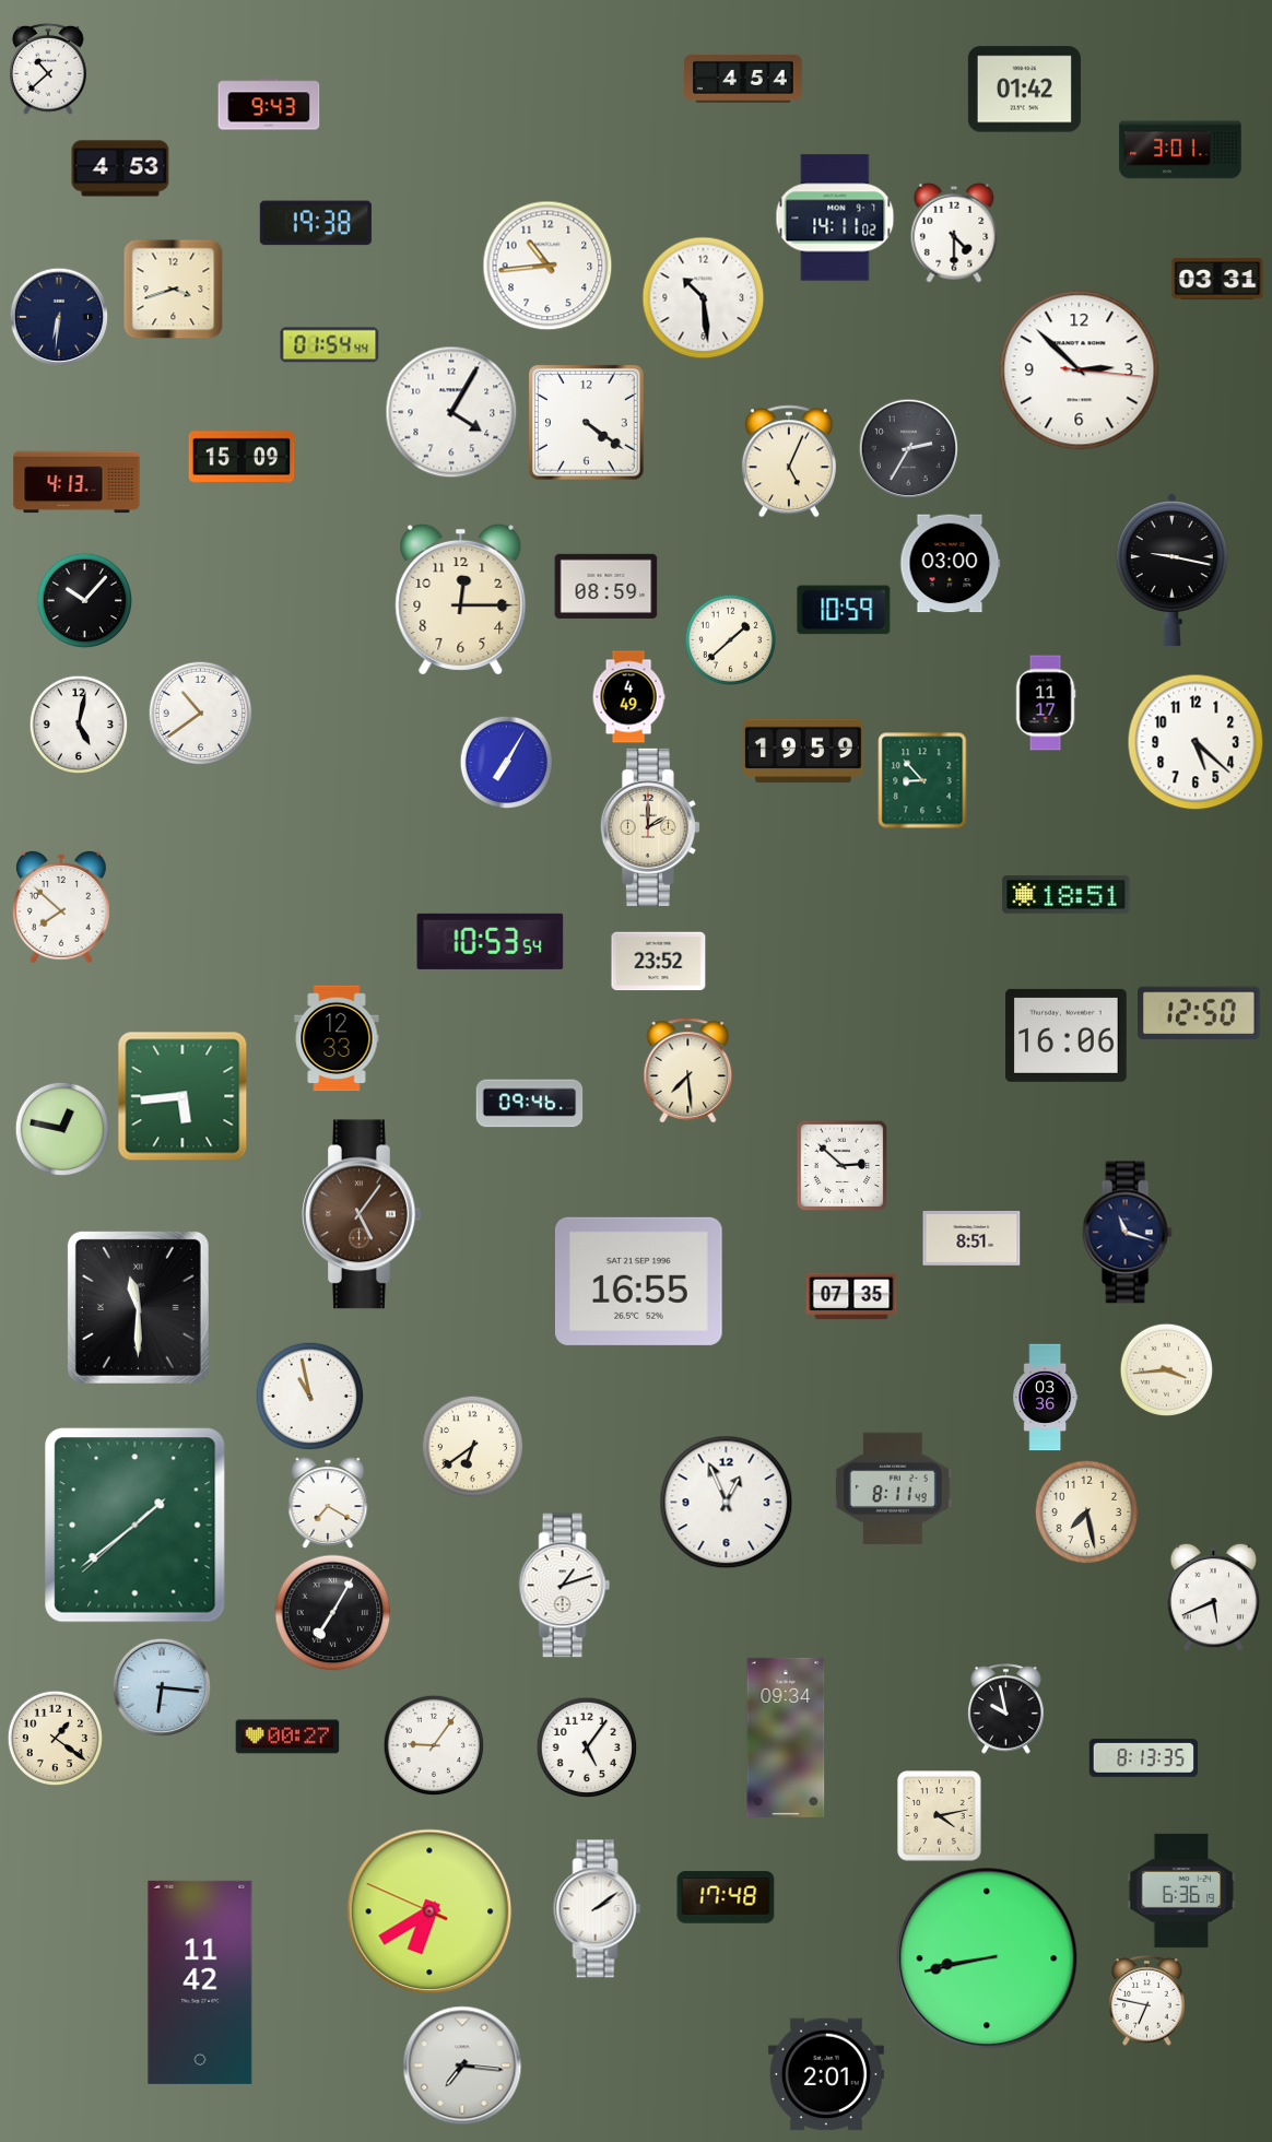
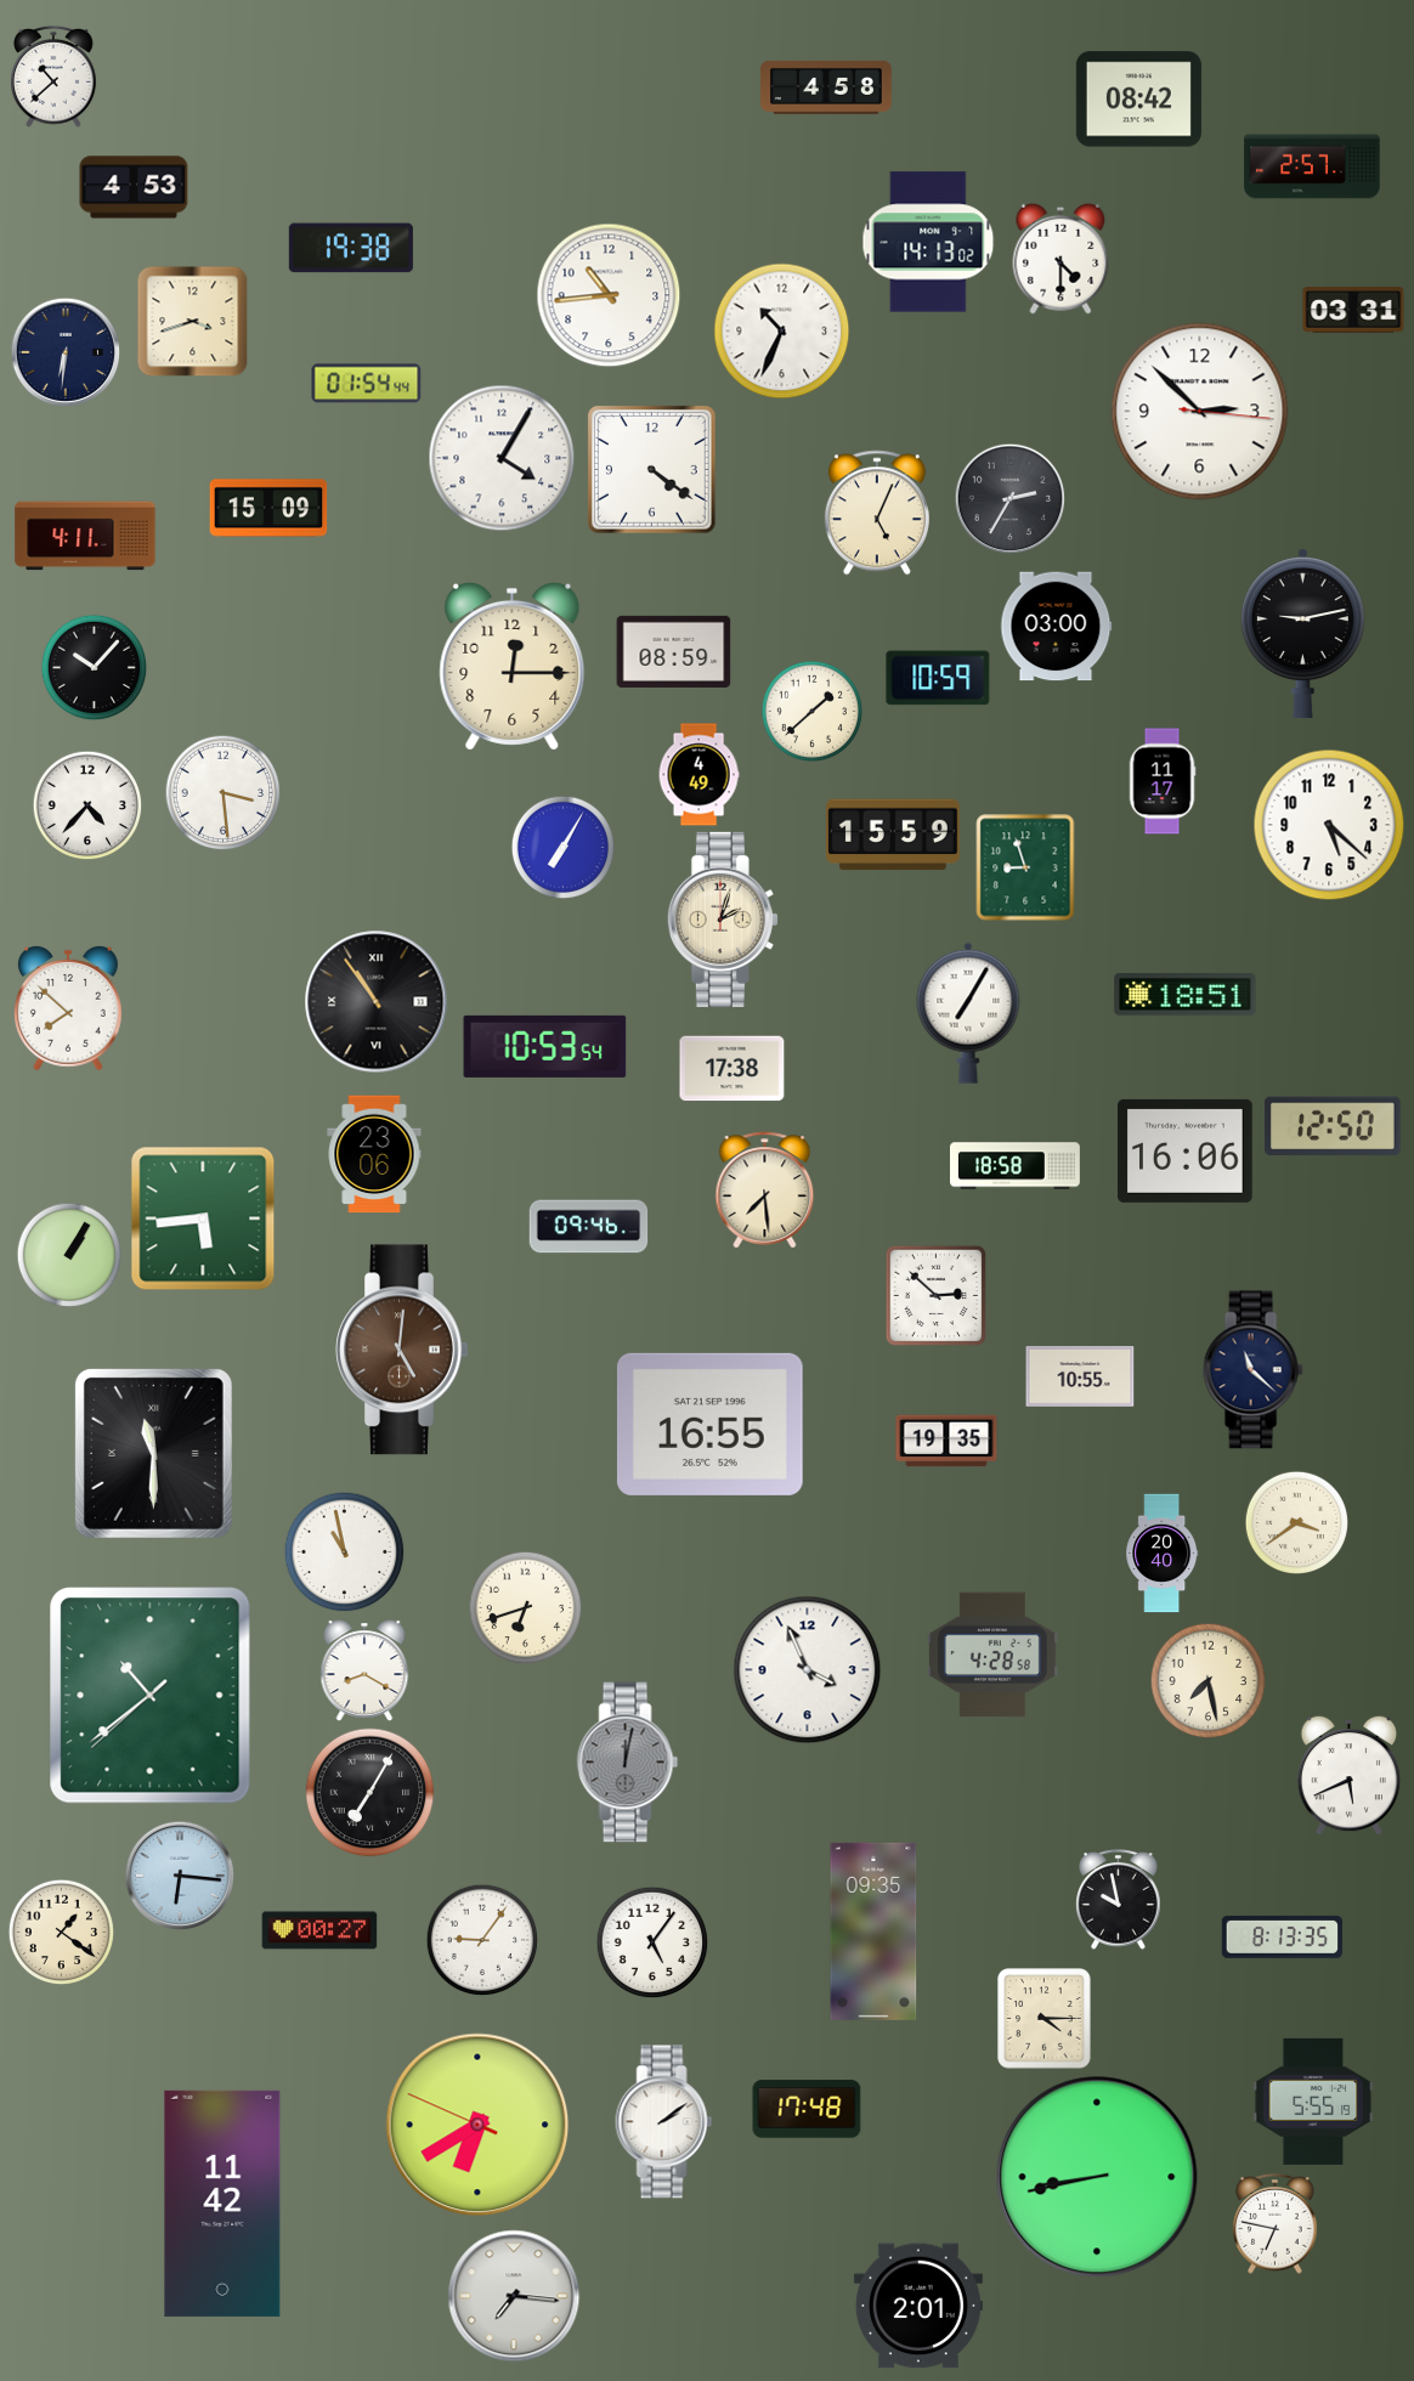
clock at (744, 79): 4:54 -> 4:58
clock at (1024, 90): 01:42 -> 08:42
clock at (269, 104): 9:43 -> none
clock at (1180, 150): 3:01 -> 2:57
clock at (835, 217): 14:11 -> 14:13
clock at (704, 298): 10:29 -> 10:34
clock at (76, 482): 4:13 -> 4:11
clock at (1171, 570): 9:17 -> 9:13
clock at (200, 713): 10:39 -> 3:29
clock at (79, 725): 5:02 -> 4:37
clock at (804, 751): 19:59 -> 15:59
clock at (922, 780): 8:53 -> 8:57
clock at (650, 827): 2:00 -> 2:03
clock at (377, 1002): none -> 10:54
clock at (968, 1013): none -> 7:05
clock at (659, 962): 23:52 -> 17:38
clock at (337, 1038): 12:33 -> 23:06
clock at (1016, 1166): none -> 18:58
clock at (61, 1128): 12:47 -> 1:05
clock at (362, 1214): 5:06 -> 5:01
clock at (1127, 1233): 11:18 -> 11:22
clock at (971, 1238): 8:51 -> 10:55
clock at (851, 1296): 07:35 -> 19:35
clock at (1166, 1369): 3:44 -> 3:39
clock at (1046, 1398): 03:36 -> 20:40
clock at (472, 1446): 6:39 -> 6:42
clock at (893, 1488): 8:11 -> 4:28
clock at (328, 1503): 7:20 -> 8:20
clock at (727, 1503): 12:56 -> 3:56
clock at (136, 1526): 1:38 -> 10:38
clock at (565, 1586): 1:12 -> 12:02
clock at (565, 1586) dial: white -> grey
clock at (786, 1738): 09:34 -> 09:35
clock at (1143, 1758) position: (1143, 1758) -> (1282, 1938)
clock at (940, 1816): 4:13 -> 4:15
clock at (1181, 1891): 6:36 -> 5:55
